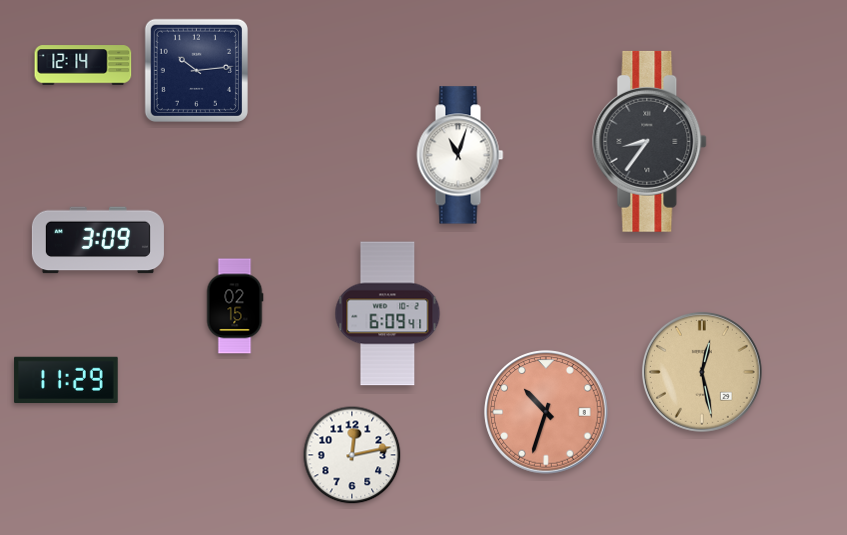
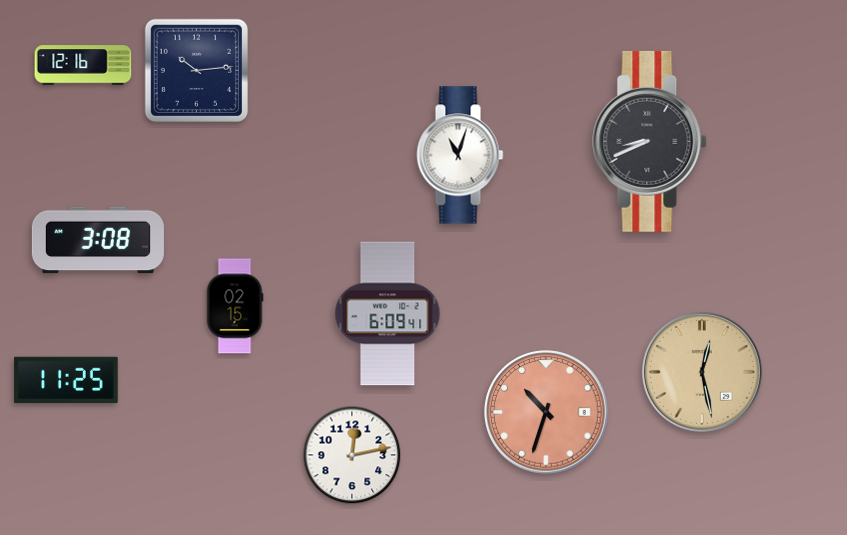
clock at (83, 65): 12:14 -> 12:16
clock at (650, 141): 8:36 -> 8:41
clock at (98, 240): 3:09 -> 3:08
clock at (66, 380): 11:29 -> 11:25
